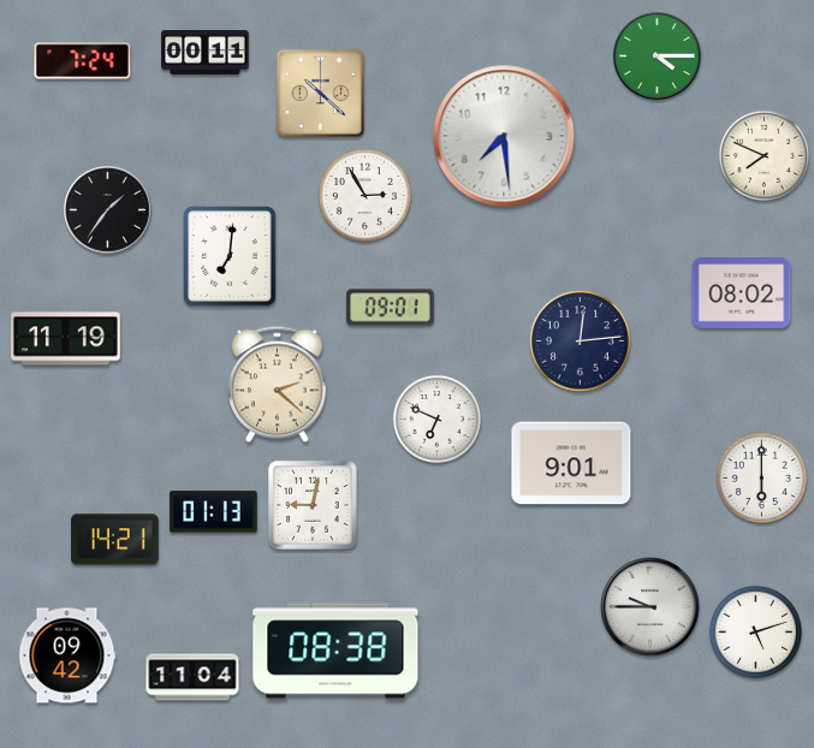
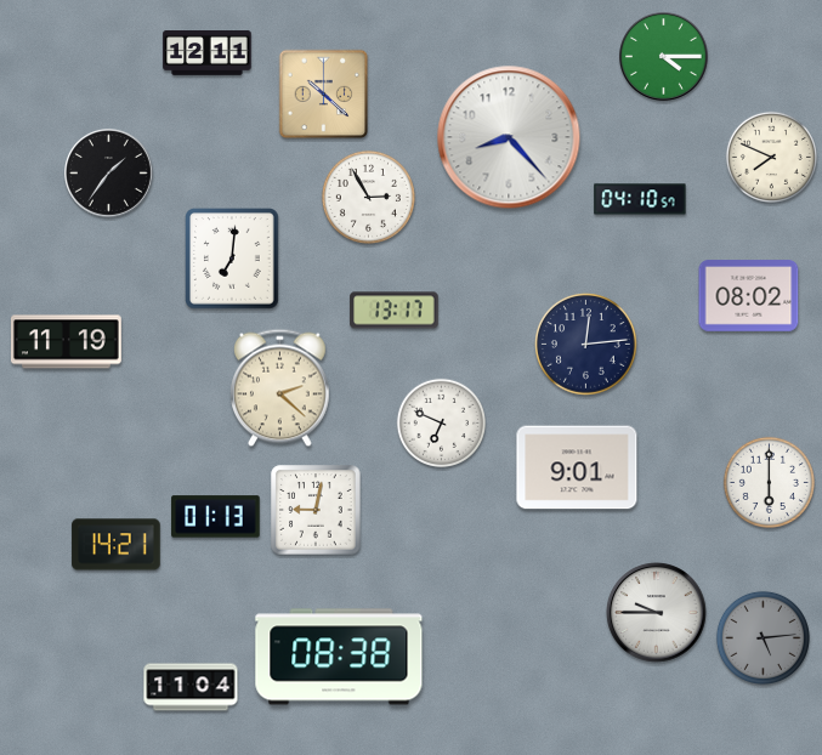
clock at (206, 53): 00:11 -> 12:11
clock at (83, 61): 7:24 -> none
clock at (504, 136): 7:29 -> 8:23
clock at (640, 199): none -> 04:10
clock at (108, 210) position: (108, 210) -> (109, 174)
clock at (391, 308): 09:01 -> 13:17
clock at (755, 631): 5:12 -> 5:14
clock at (755, 631) dial: white -> grey
clock at (67, 655): 09:42 -> none
clock at (192, 677) position: (192, 677) -> (191, 687)
